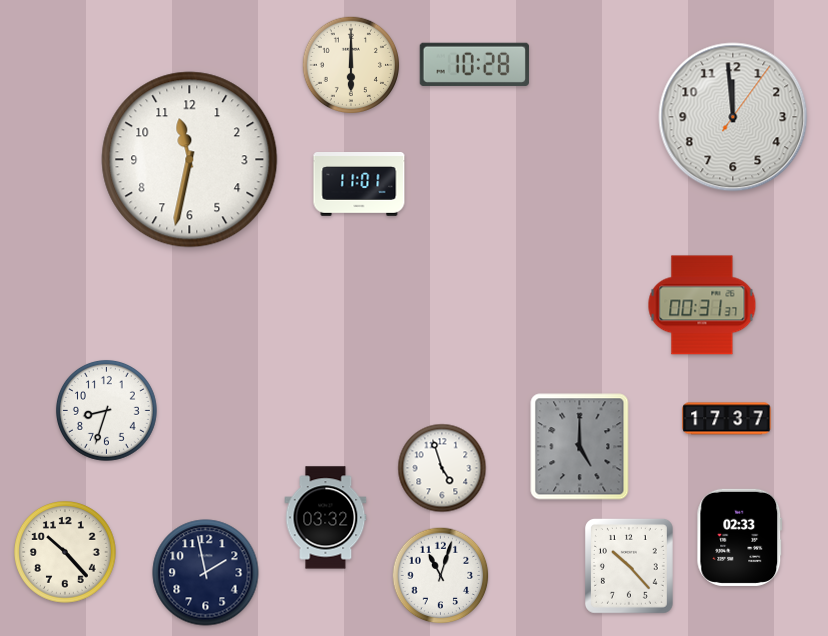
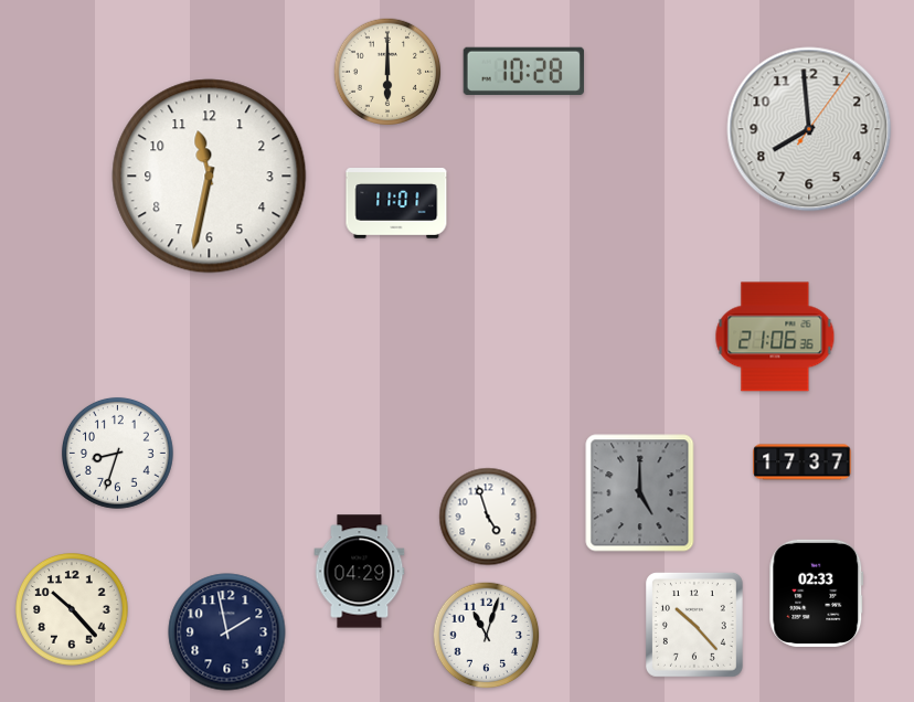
clock at (733, 117): 11:59 -> 7:59
clock at (702, 305): 00:31 -> 21:06
clock at (326, 518): 03:32 -> 04:29
